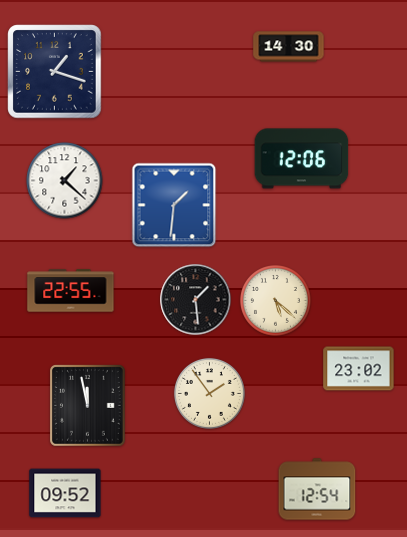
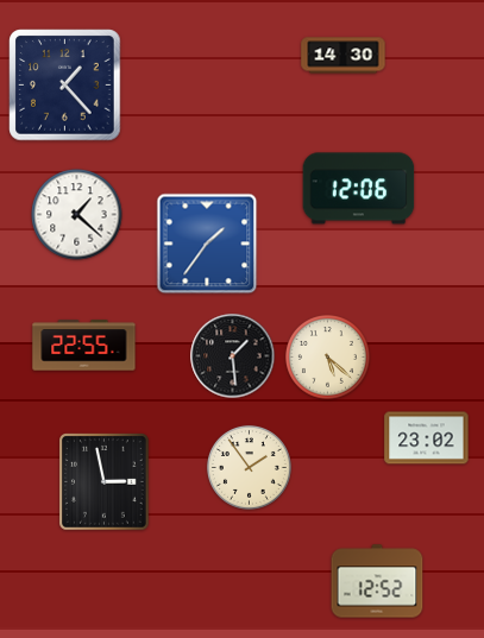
clock at (55, 72): 1:18 -> 1:23
clock at (174, 205): 1:31 -> 1:36
clock at (88, 406): 11:58 -> 2:58
clock at (317, 489): 12:54 -> 12:52
clock at (65, 493): 09:52 -> none
